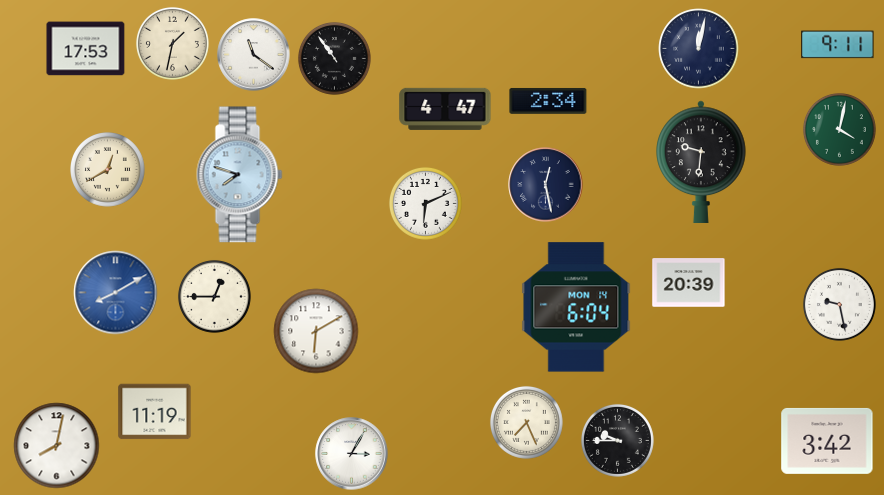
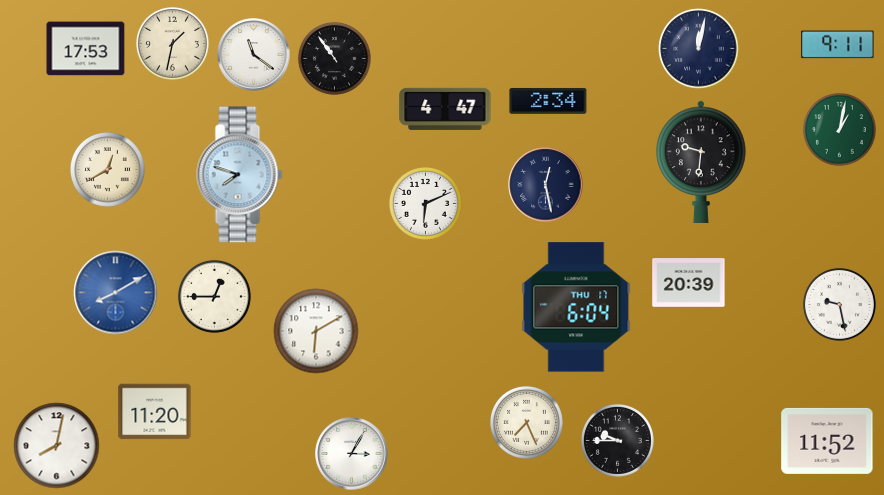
clock at (839, 129): 4:02 -> 1:02
clock at (576, 307) date: MON 14 -> THU 17
clock at (155, 412): 11:19 -> 11:20
clock at (827, 441): 3:42 -> 11:52
